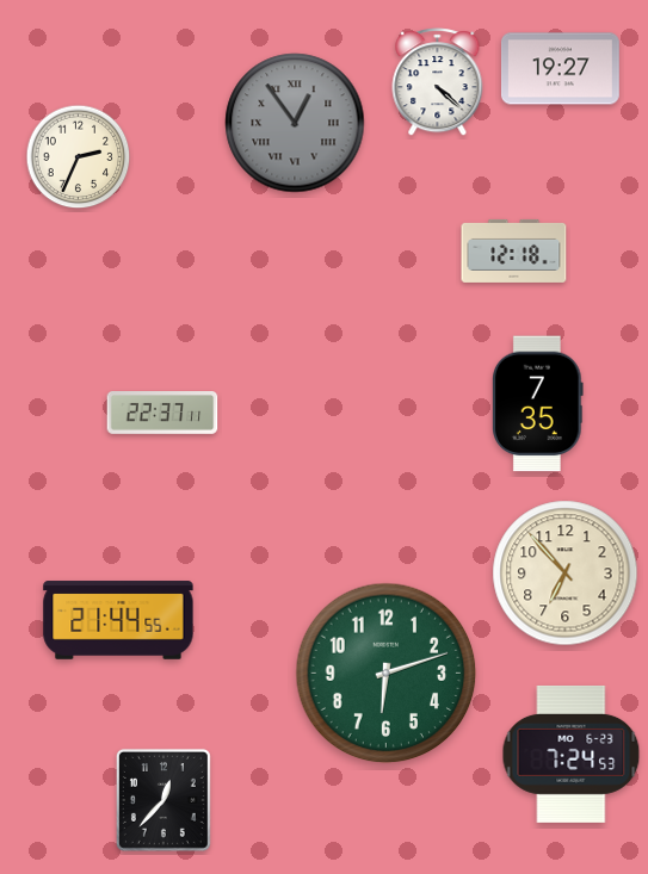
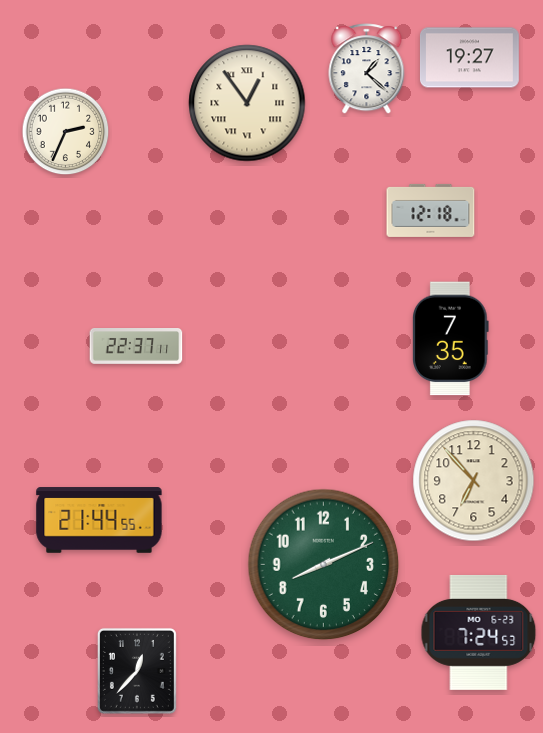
clock at (438, 82): 4:22 -> 1:22
clock at (295, 123) dial: grey -> cream
clock at (387, 674): 6:12 -> 8:11
